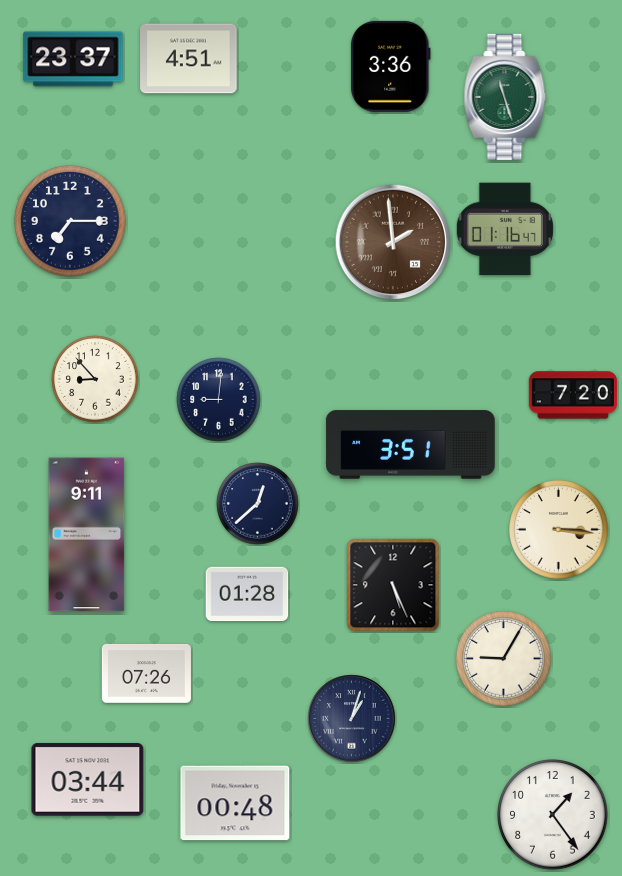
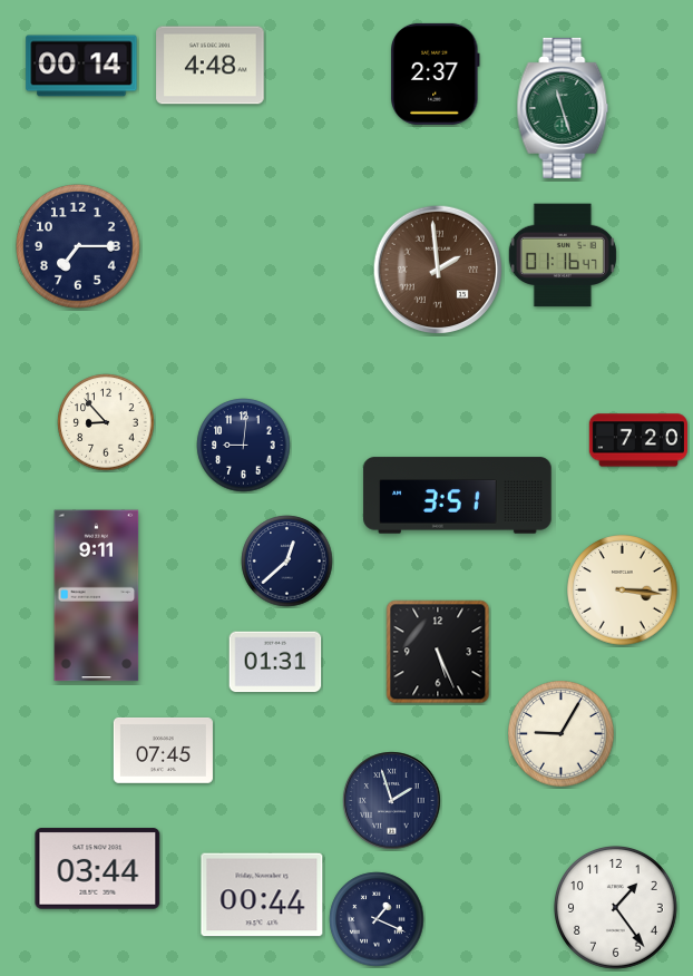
clock at (73, 59): 23:37 -> 00:14
clock at (189, 59): 4:51 -> 4:48
clock at (391, 66): 3:36 -> 2:37
clock at (247, 594): 01:28 -> 01:31
clock at (146, 673): 07:26 -> 07:45
clock at (352, 719): 1:03 -> 1:57
clock at (235, 803): 00:48 -> 00:44
clock at (377, 919): none -> 1:19
